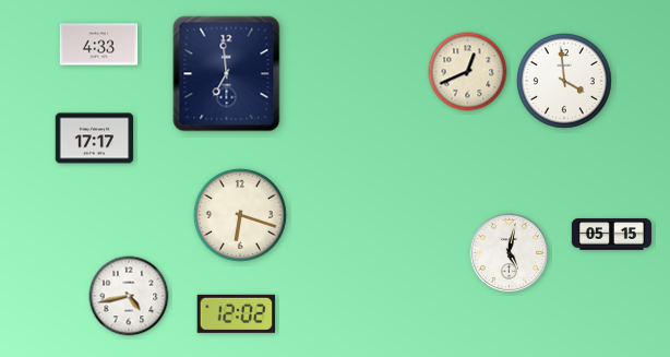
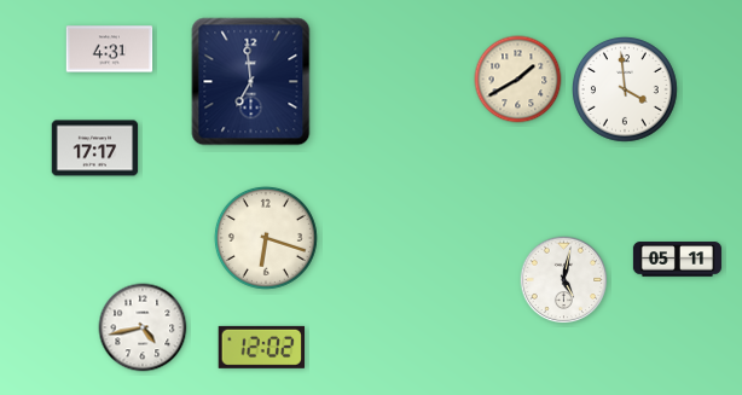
clock at (99, 45): 4:33 -> 4:31
clock at (468, 72): 12:41 -> 1:40
clock at (95, 139) position: (95, 139) -> (95, 149)
clock at (611, 235): 05:15 -> 05:11
